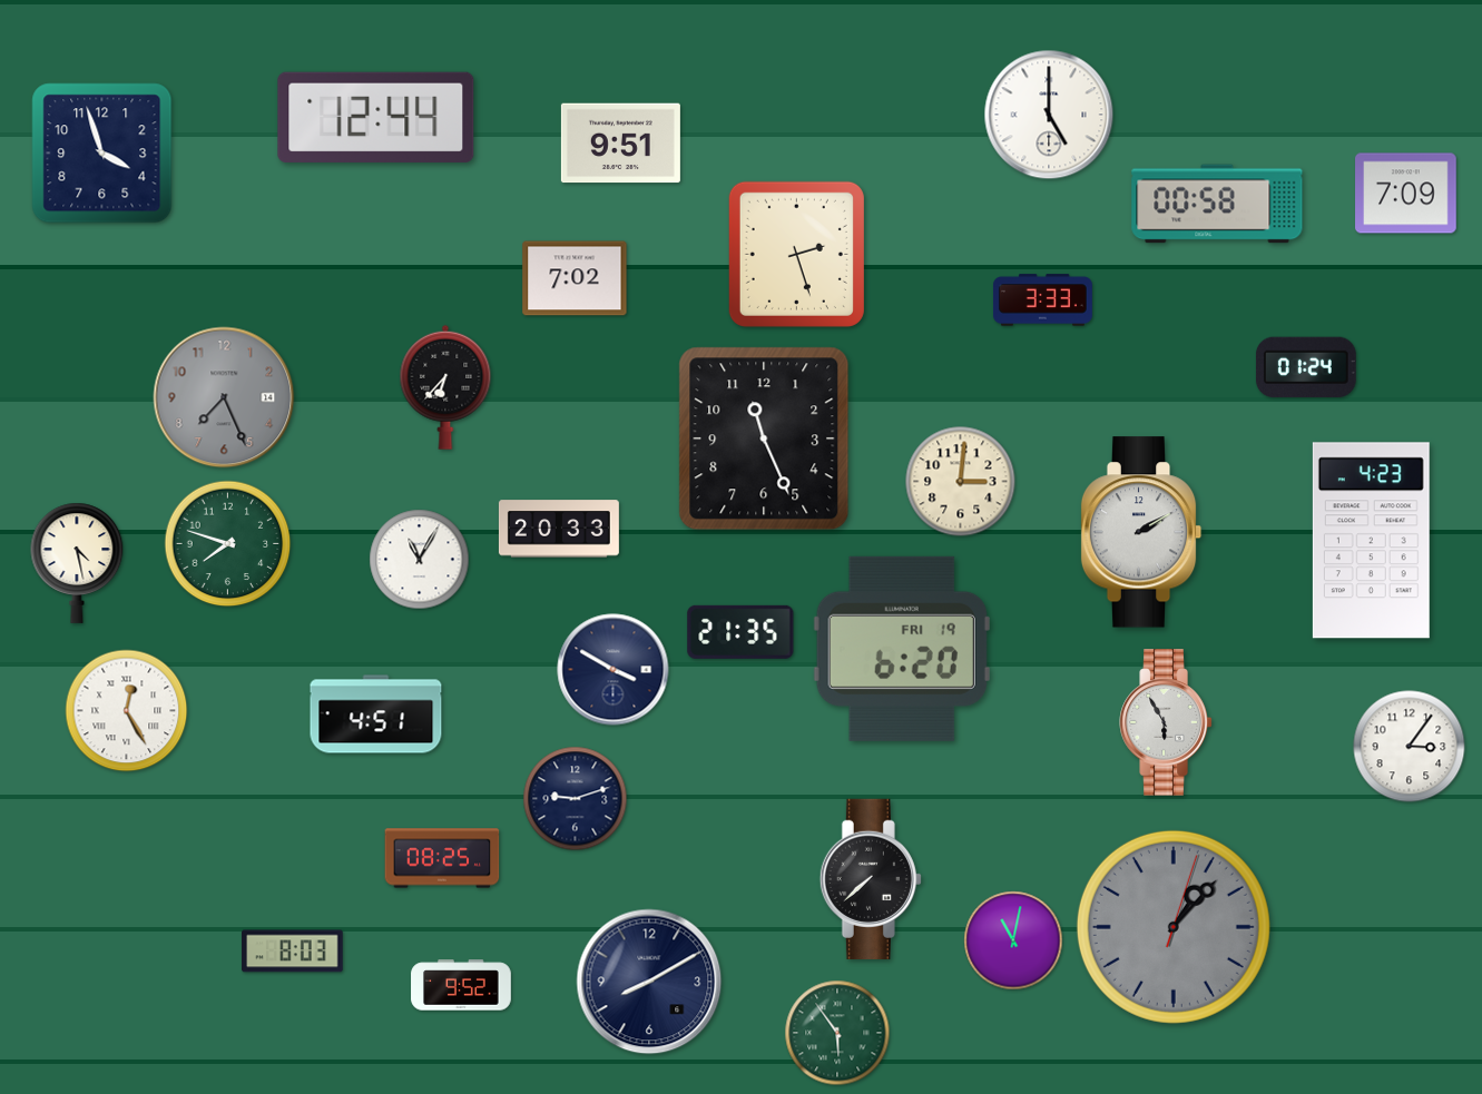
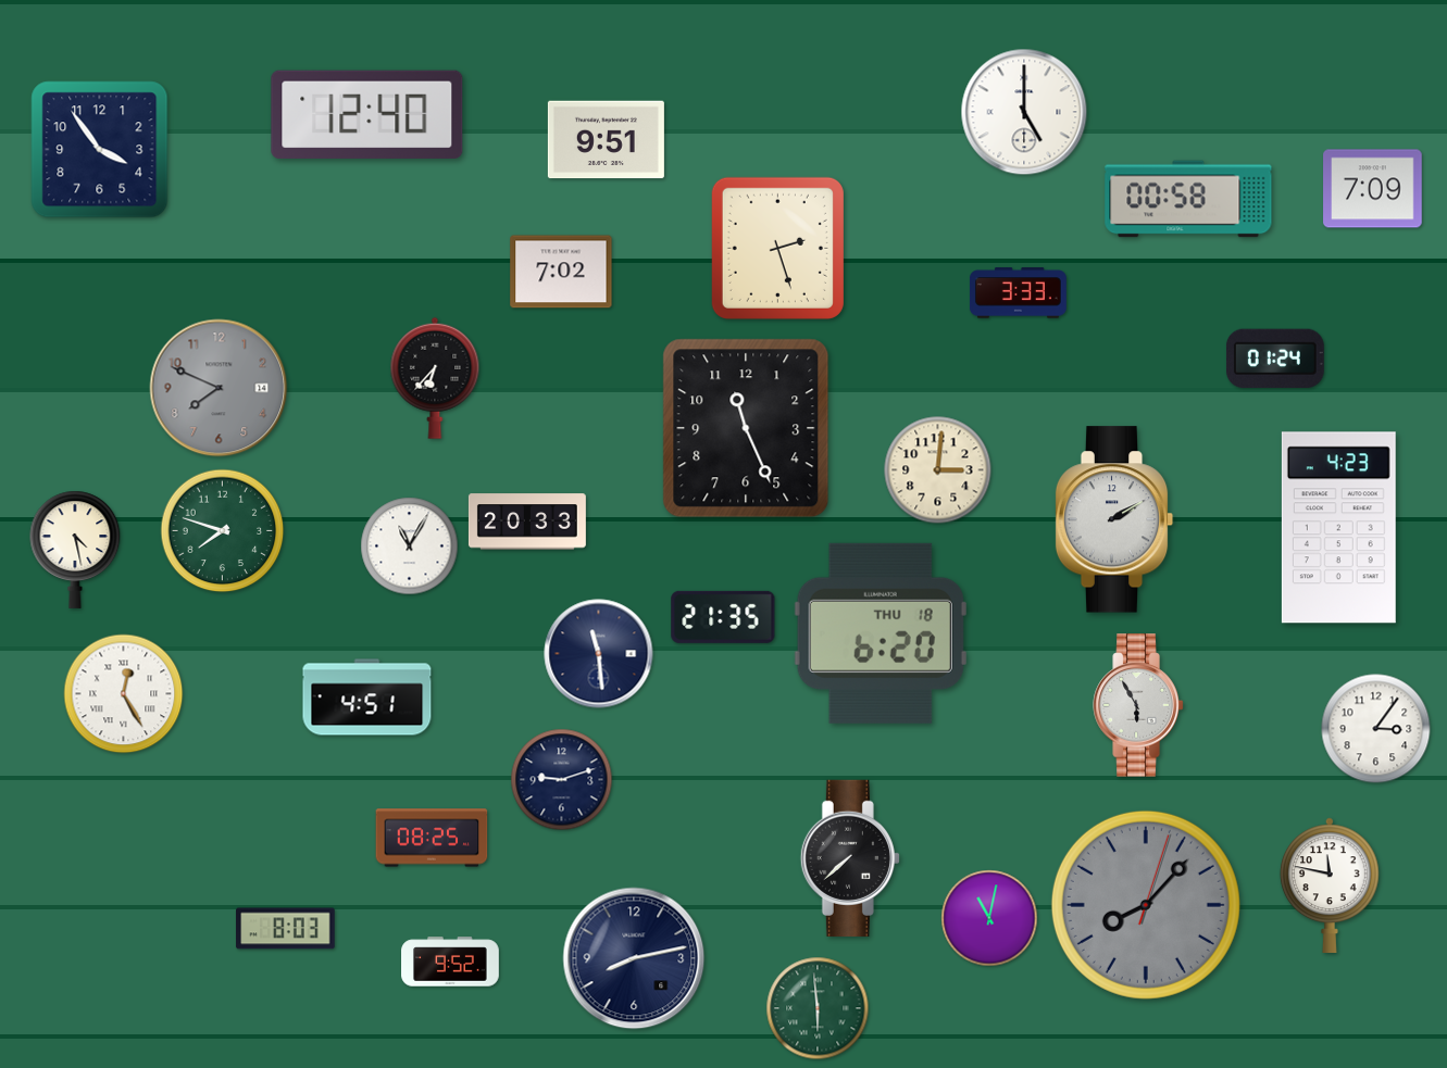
clock at (376, 117): 12:44 -> 12:40
clock at (102, 154): 3:57 -> 3:54
clock at (224, 397): 7:26 -> 7:49
clock at (559, 529) position: (559, 529) -> (527, 522)
clock at (902, 649) date: FRI 19 -> THU 18
clock at (614, 670): 3:50 -> 11:29
clock at (1330, 884): none -> 11:47
clock at (1174, 927): 1:07 -> 8:07
clock at (649, 982): 8:10 -> 8:13
clock at (837, 1033): 5:54 -> 5:59
